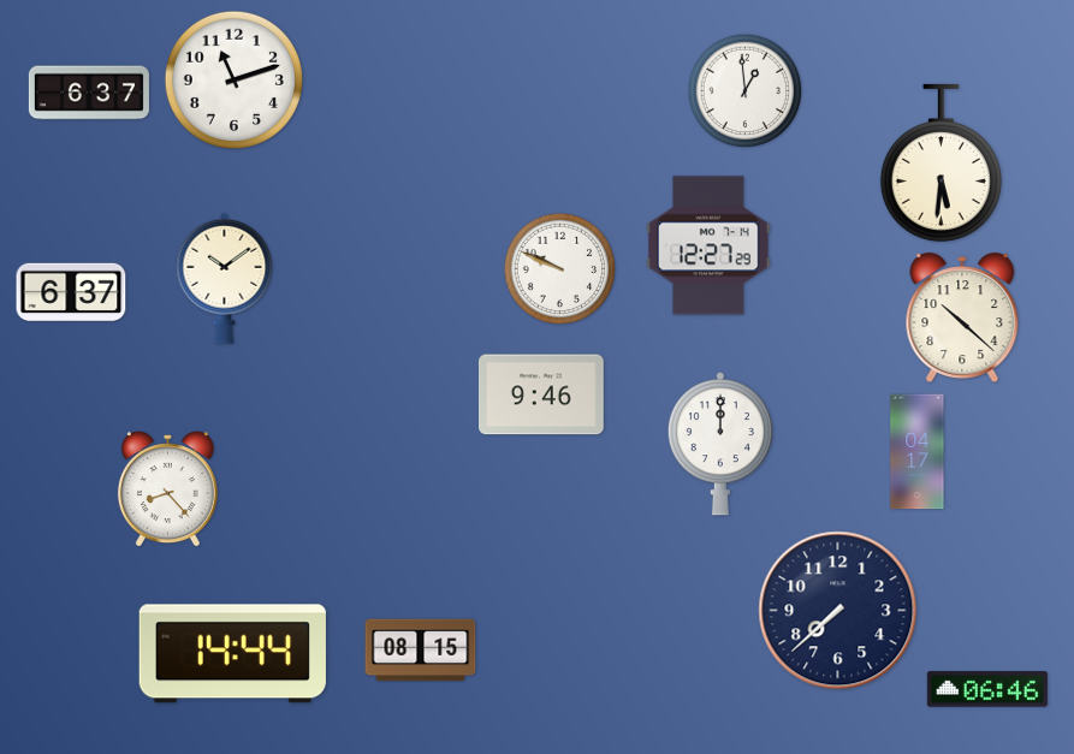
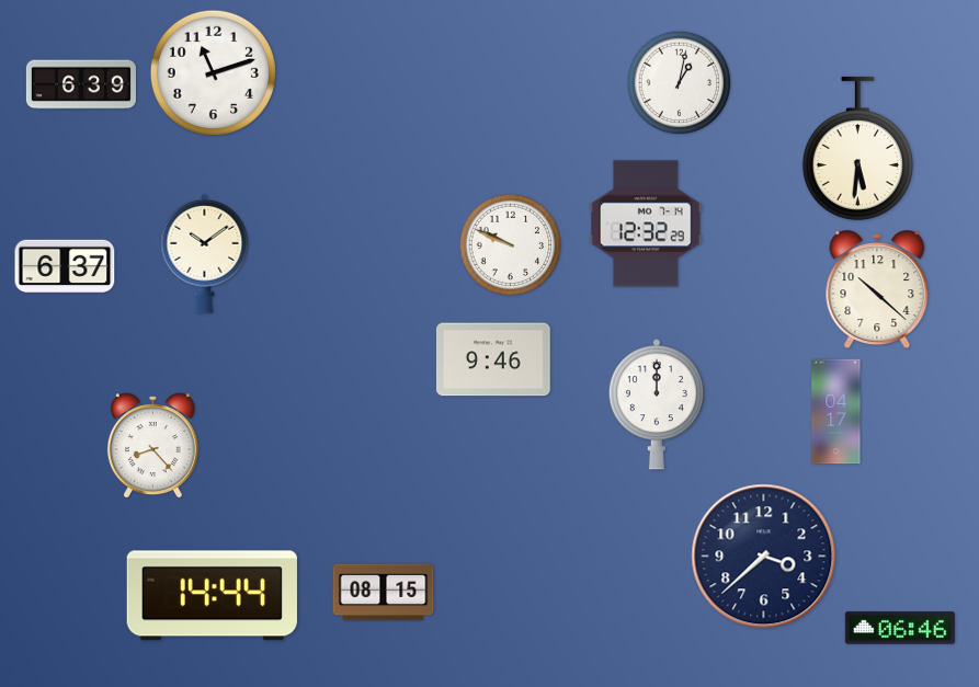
clock at (746, 91): 12:59 -> 1:02
clock at (89, 93): 6:37 -> 6:39
clock at (708, 245): 12:27 -> 12:32
clock at (838, 611): 7:38 -> 3:38
